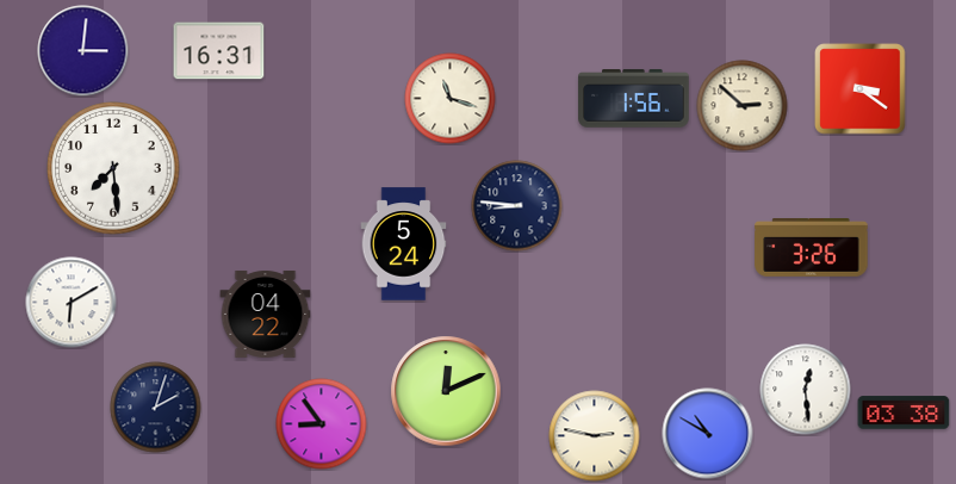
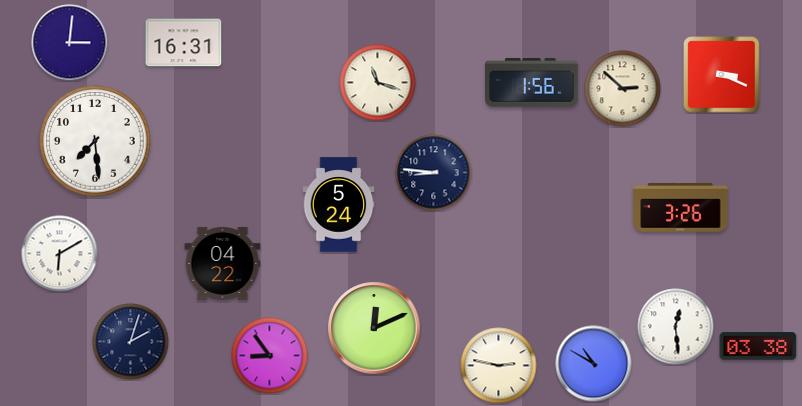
clock at (861, 89): 3:21 -> 3:19
